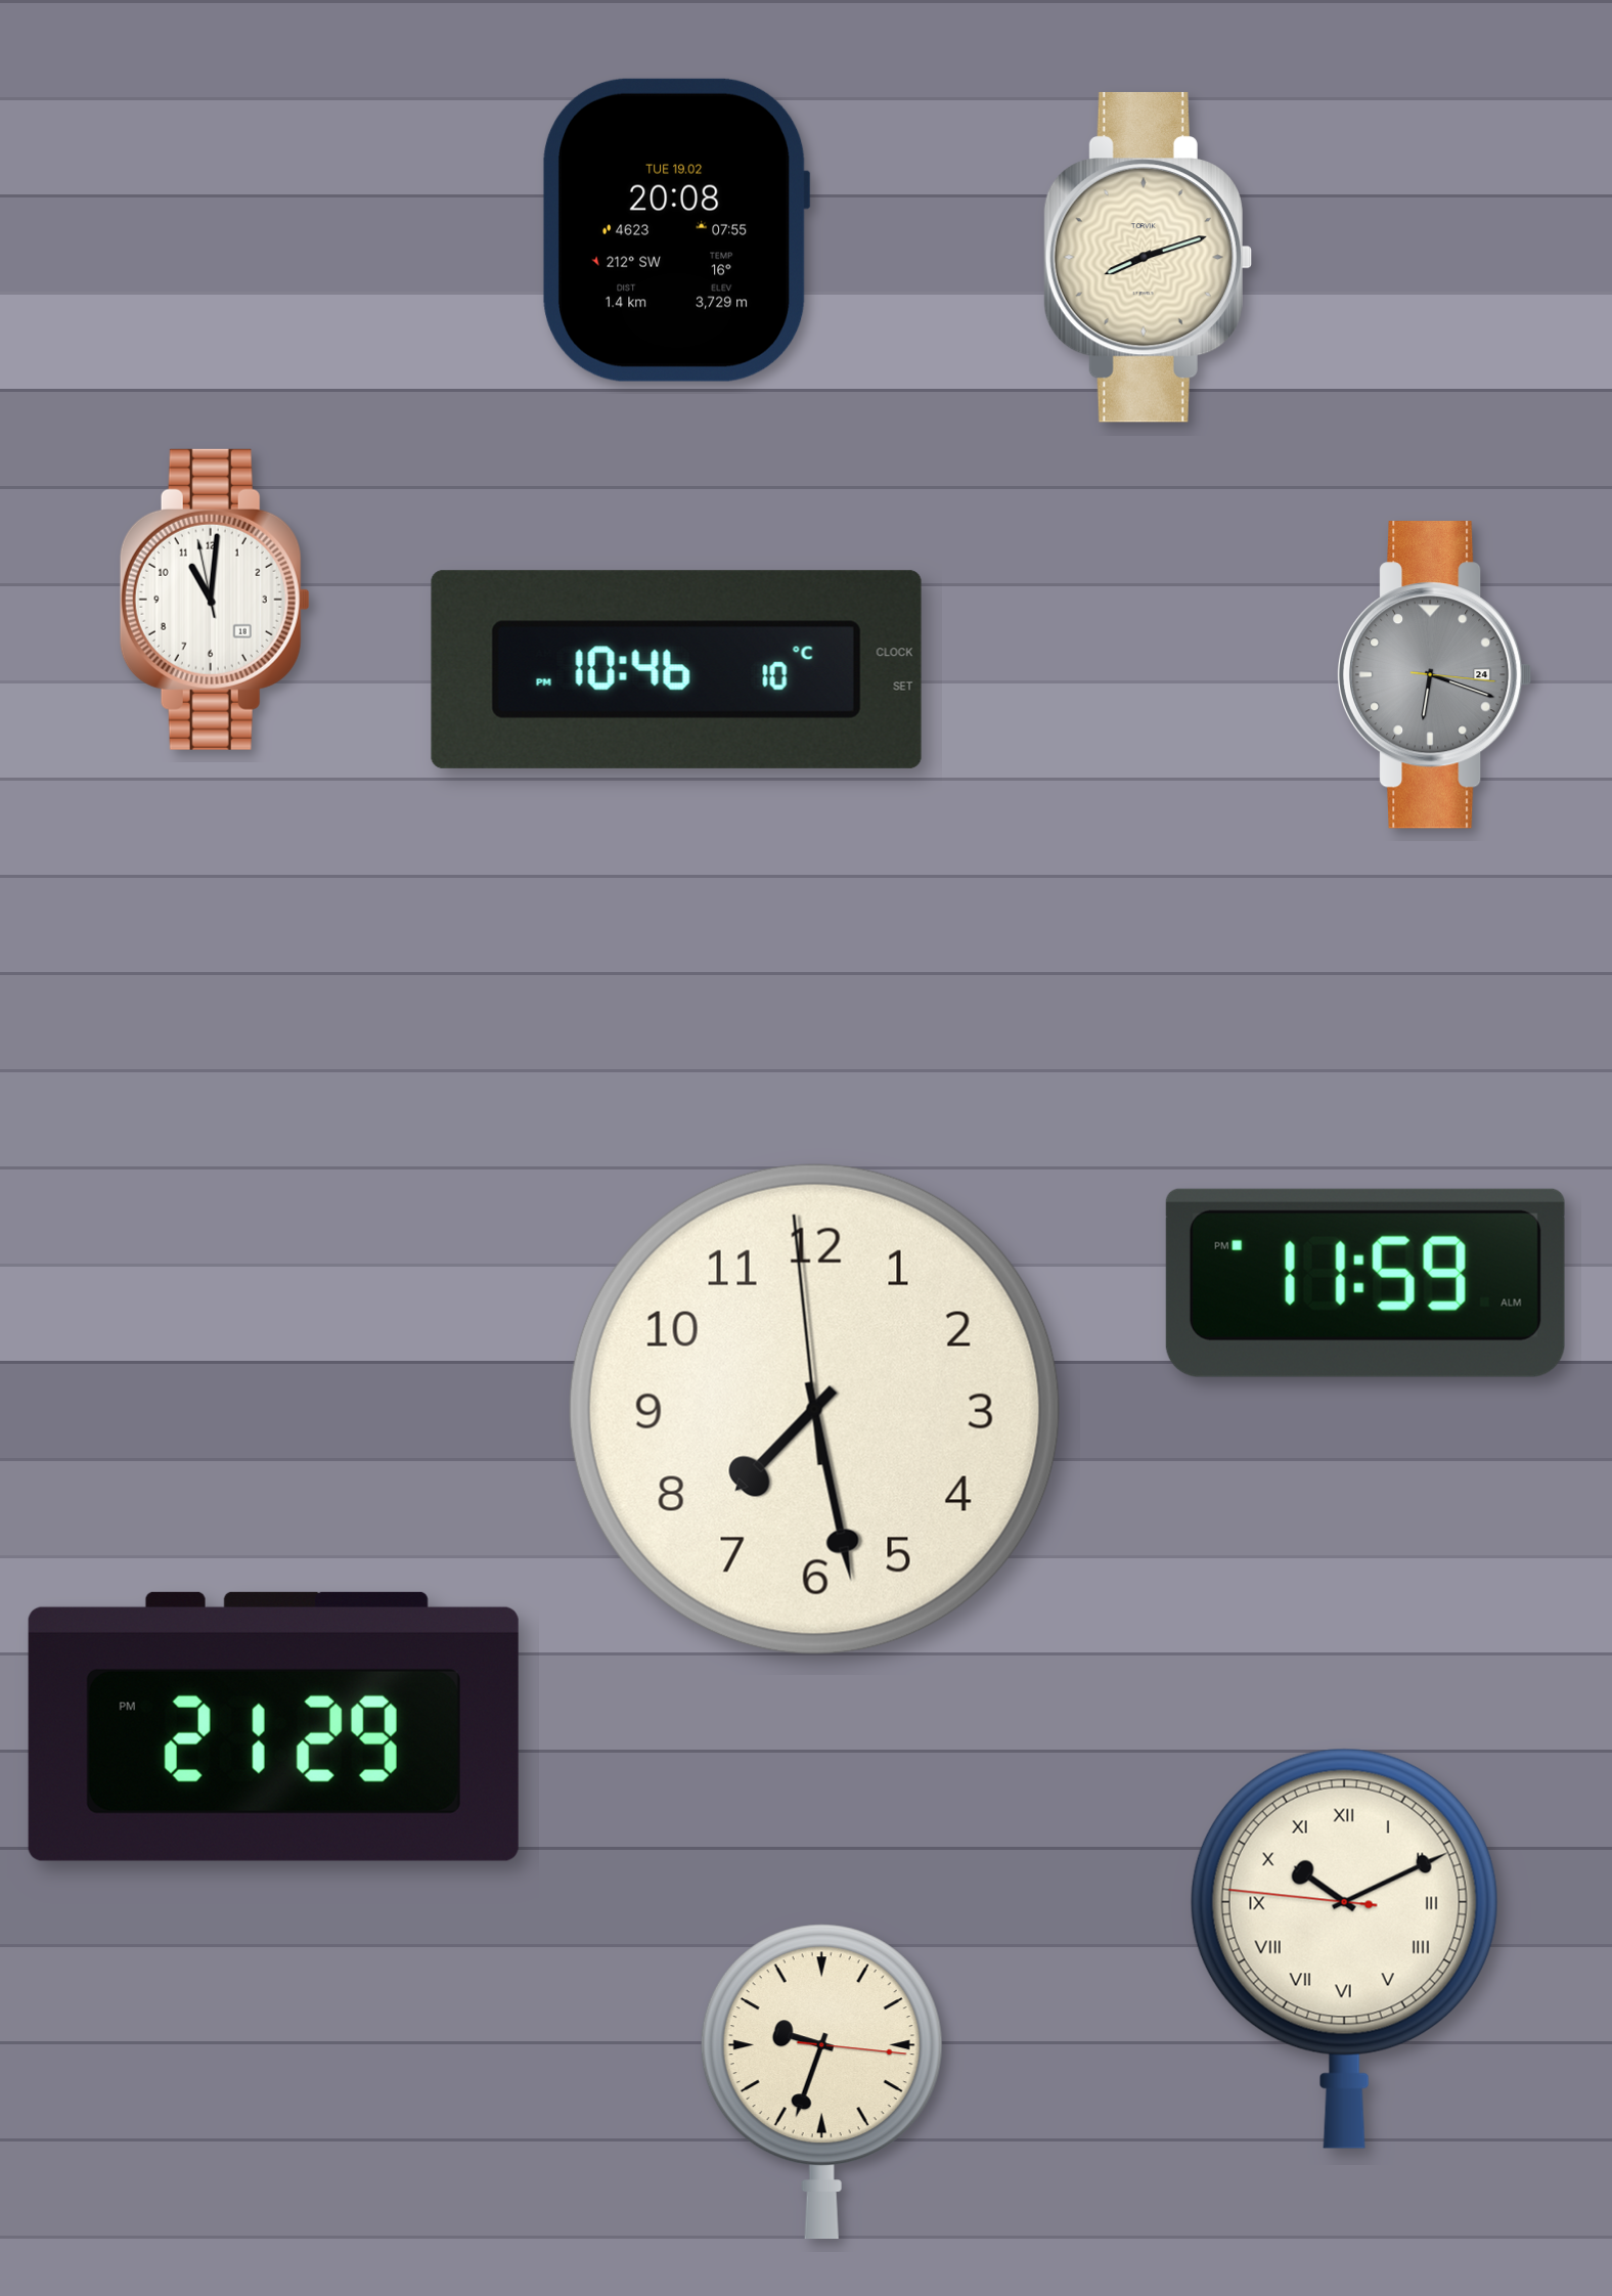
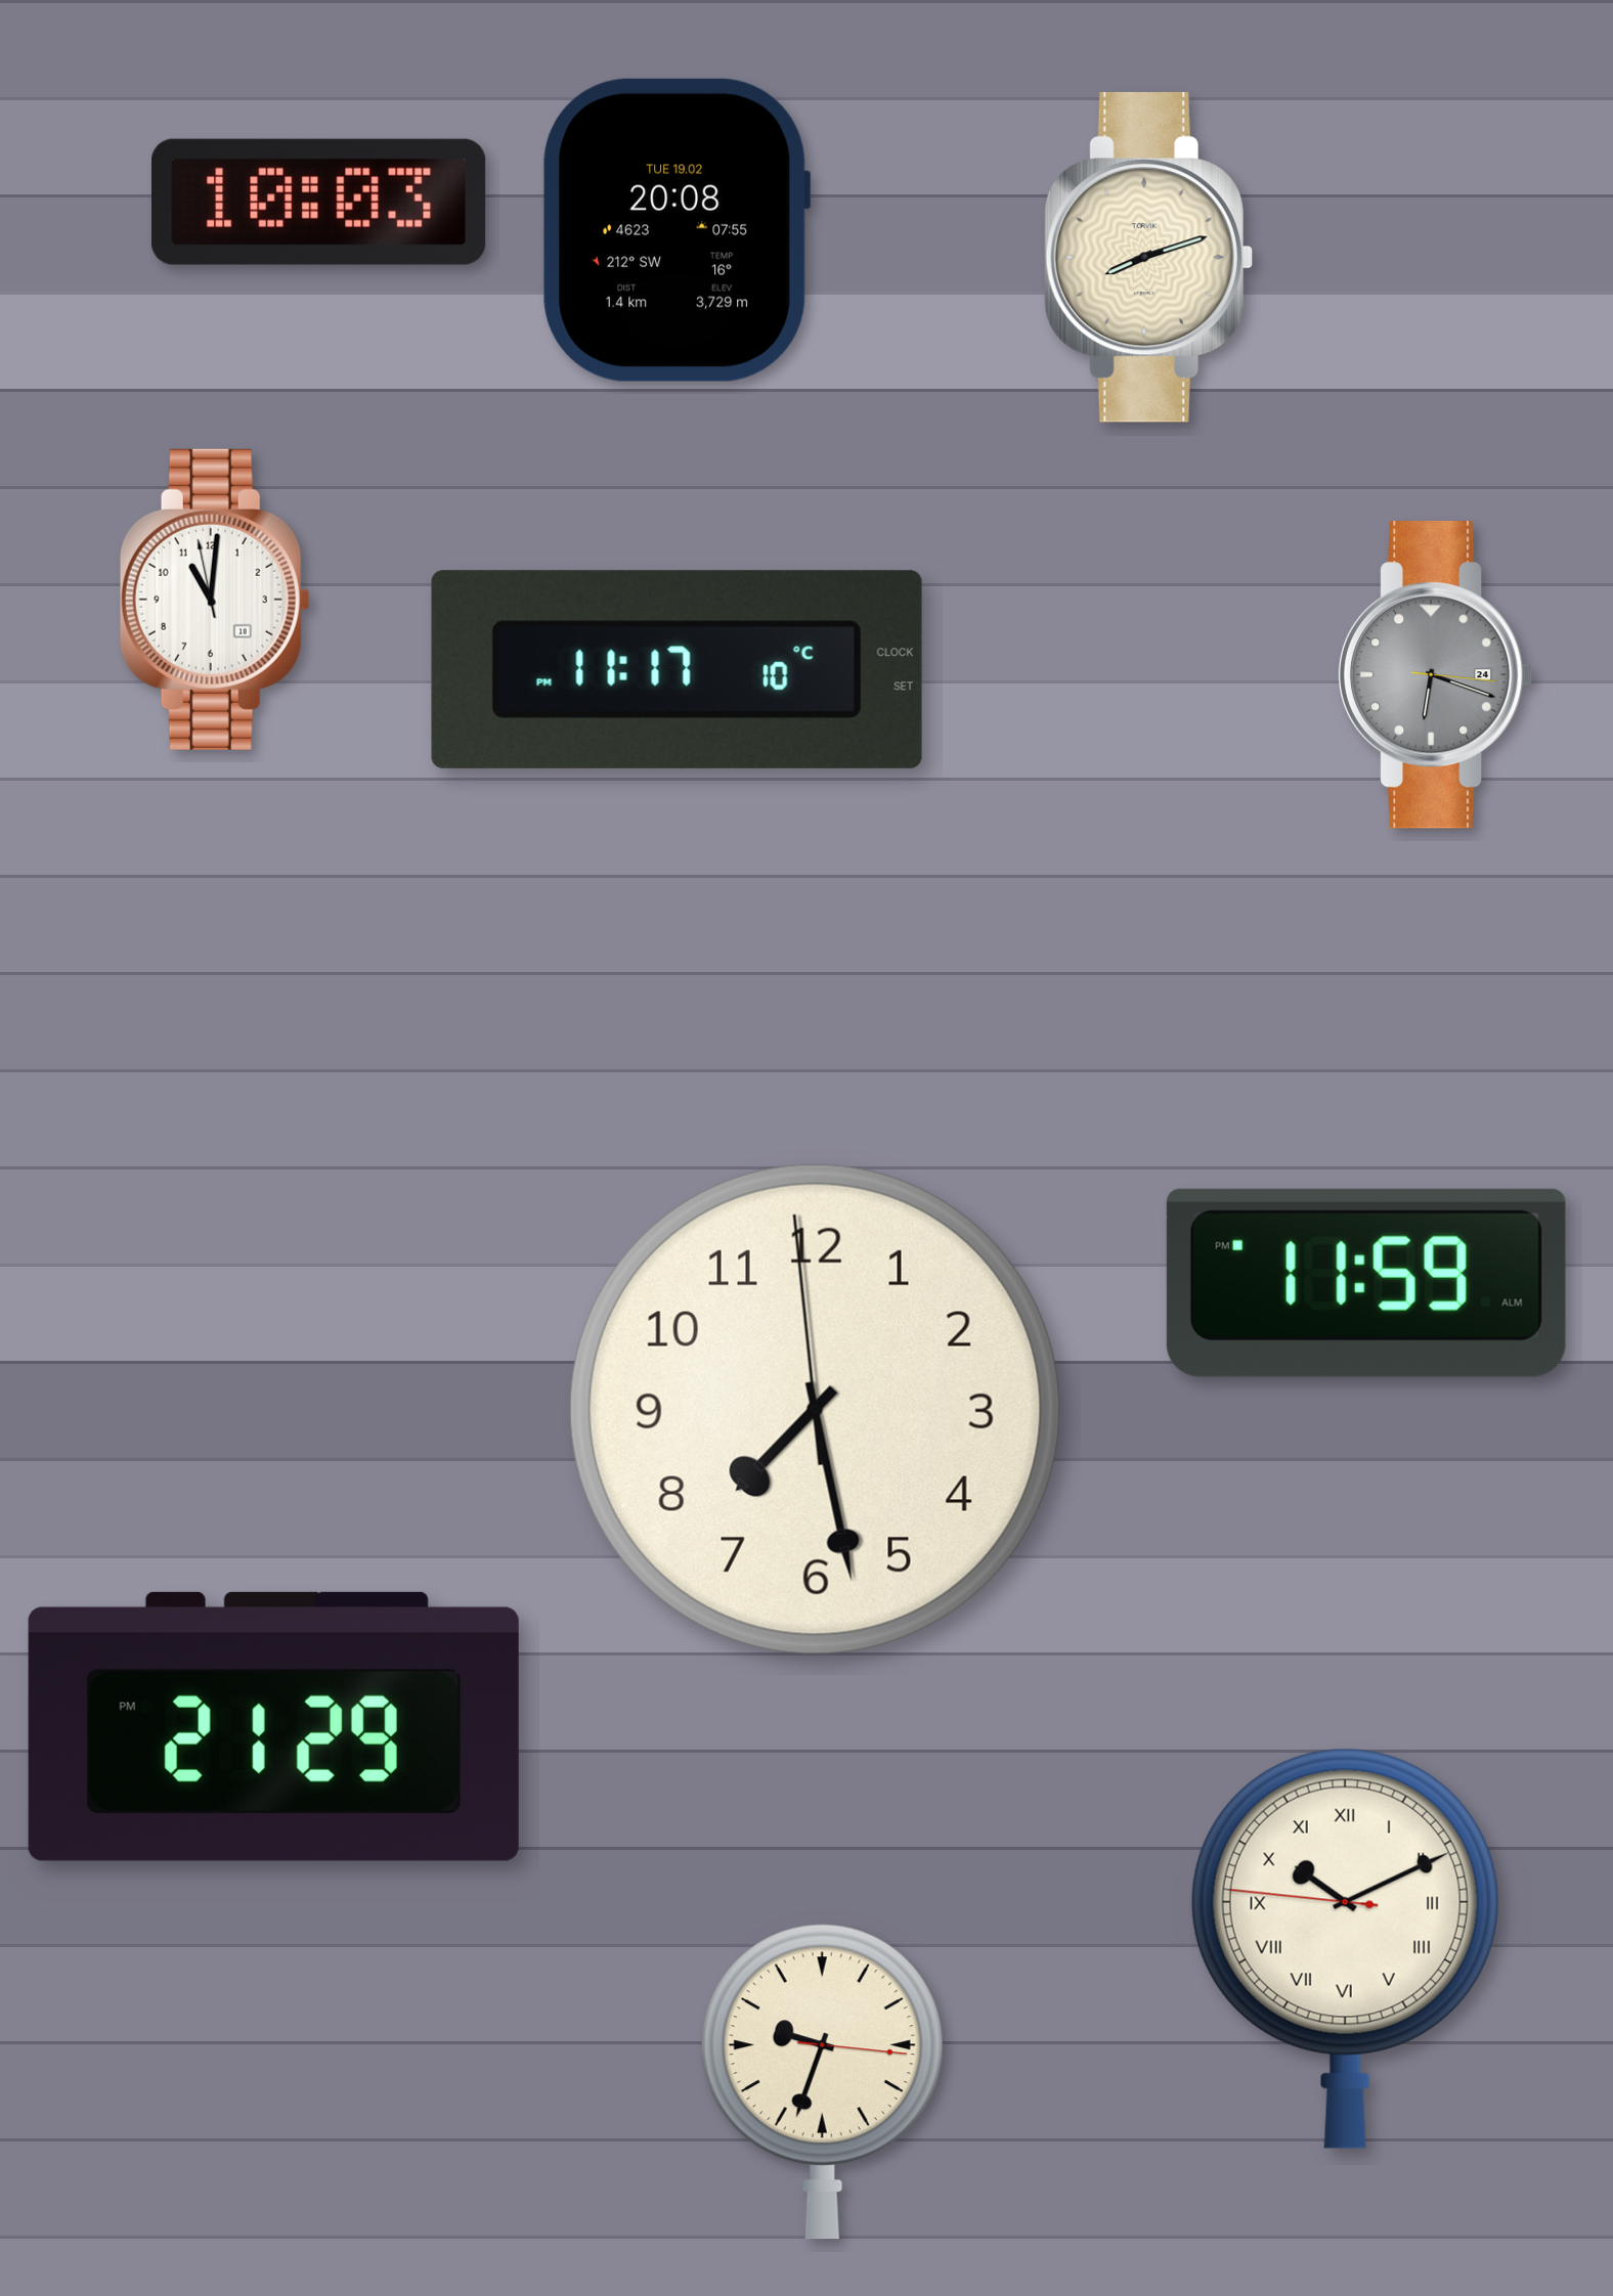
clock at (319, 202): none -> 10:03
clock at (676, 669): 10:46 -> 11:17
